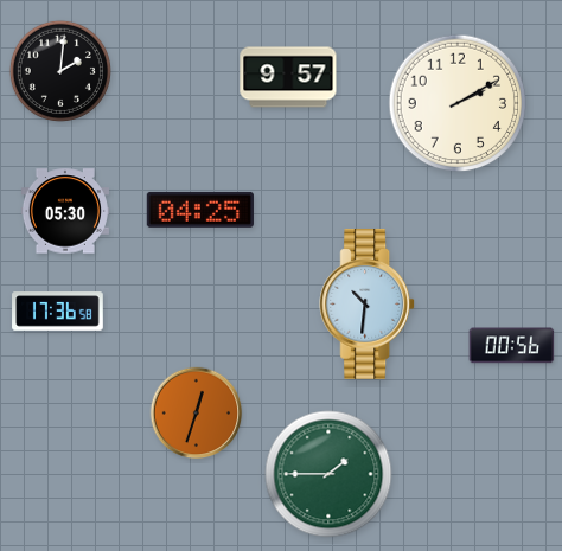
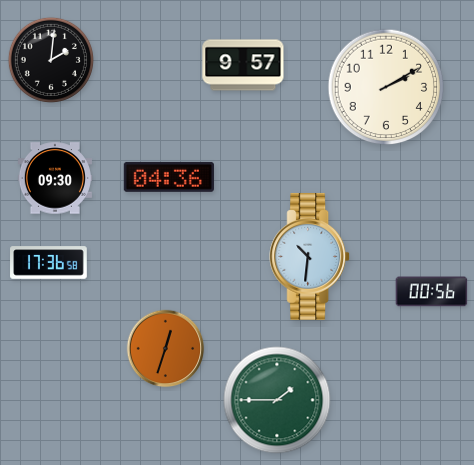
clock at (200, 210): 04:25 -> 04:36
clock at (65, 211): 05:30 -> 09:30
